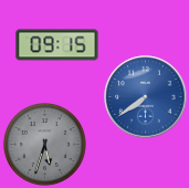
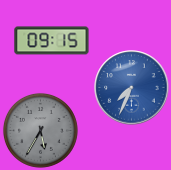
clock at (146, 97): 7:39 -> 7:34
clock at (44, 144): 5:33 -> 5:35
